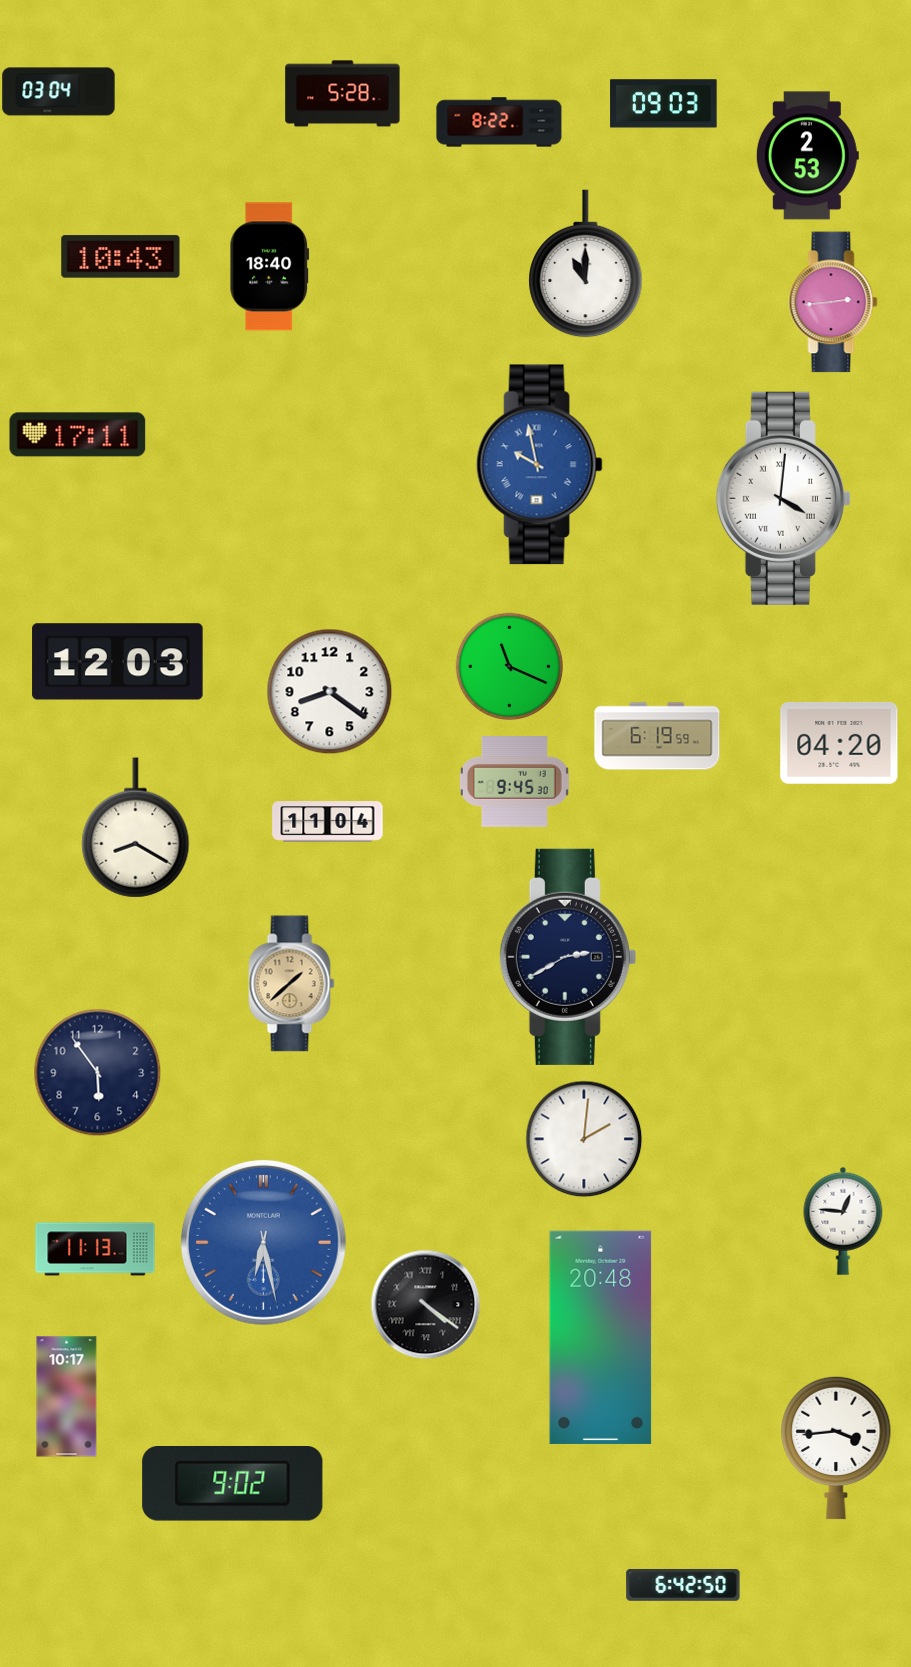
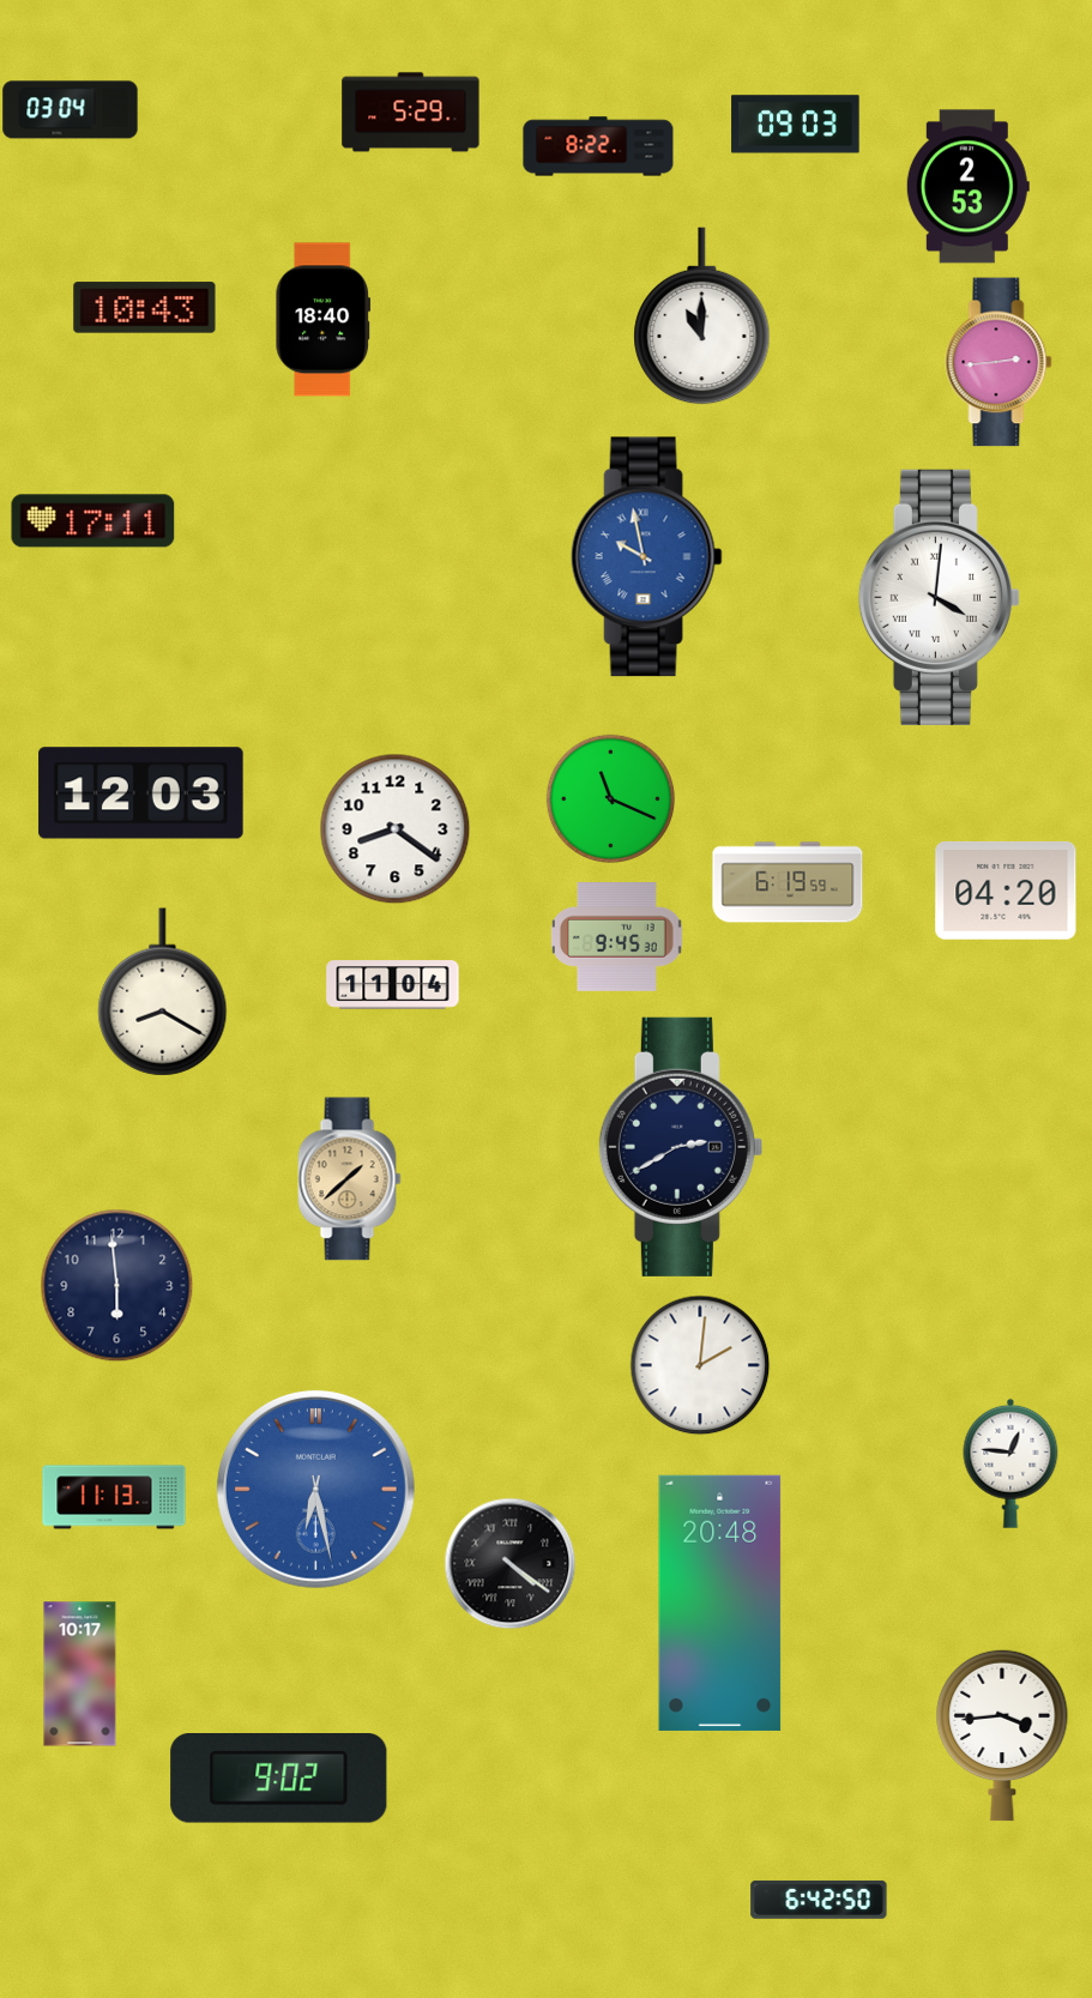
clock at (343, 94): 5:28 -> 5:29
clock at (97, 1072): 5:54 -> 5:59
